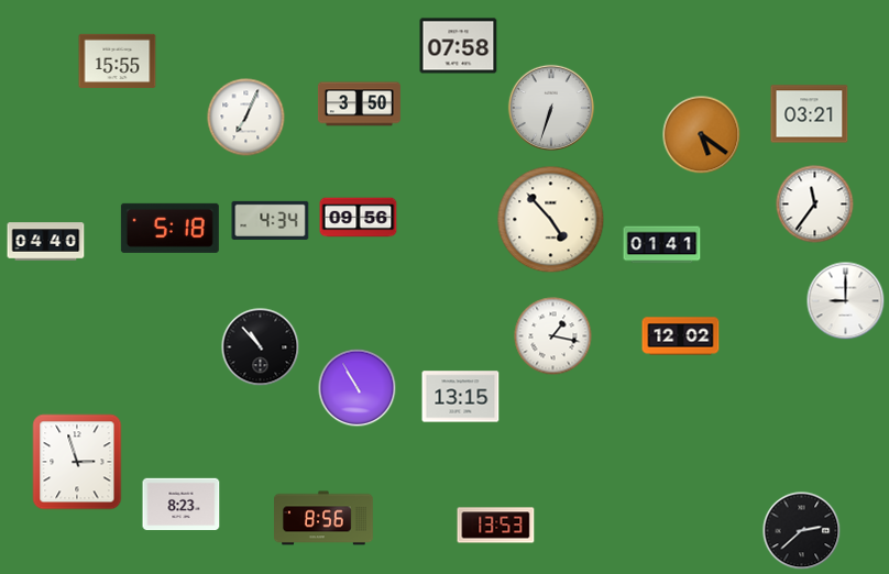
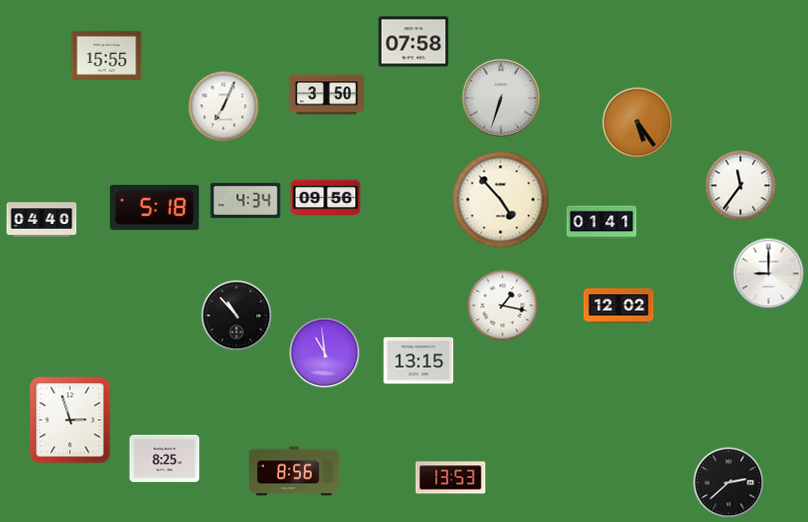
clock at (459, 46) position: (459, 46) -> (414, 42)
clock at (810, 114): 03:21 -> none
clock at (702, 135): 5:21 -> 5:24
clock at (358, 388): 10:55 -> 10:59
clock at (182, 505): 8:23 -> 8:25
